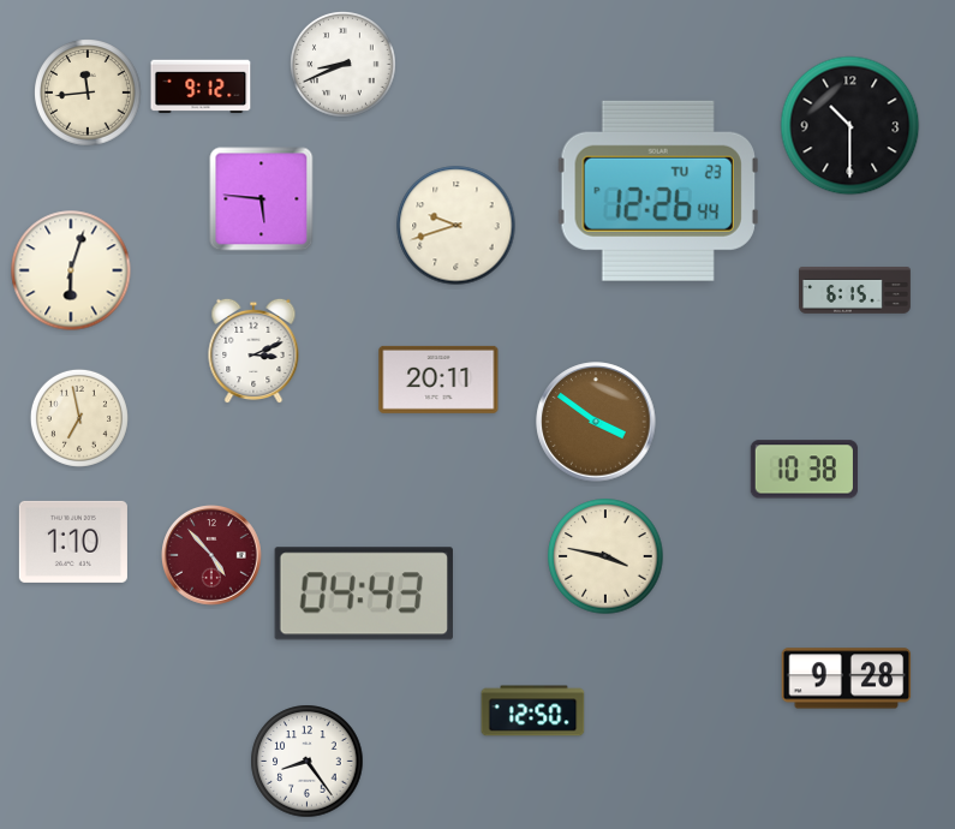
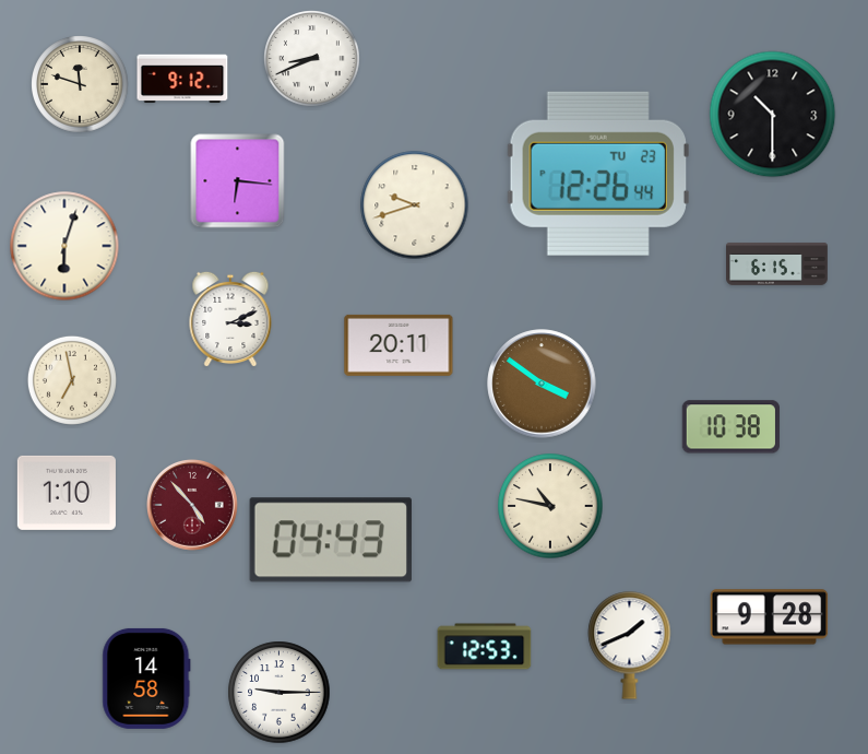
clock at (88, 93): 11:44 -> 11:48
clock at (262, 199): 5:46 -> 6:16
clock at (605, 556): 3:47 -> 10:47
clock at (630, 646): none -> 1:41
clock at (533, 711): 12:50 -> 12:53
clock at (146, 679): none -> 14:58
clock at (308, 762): 8:24 -> 9:15
